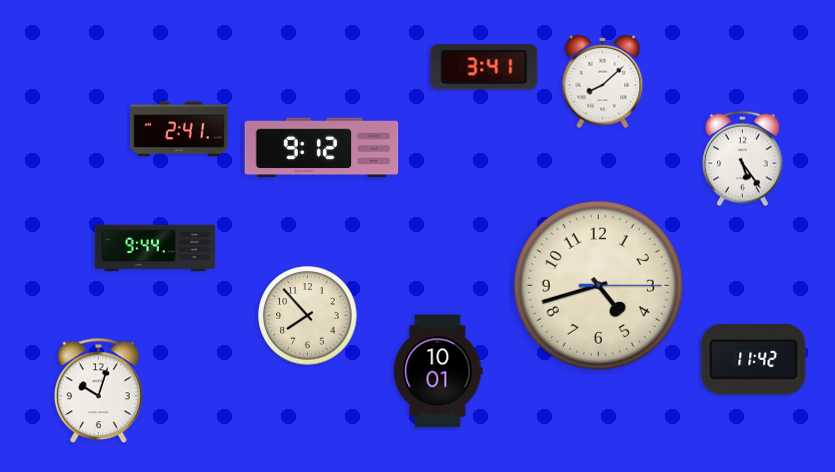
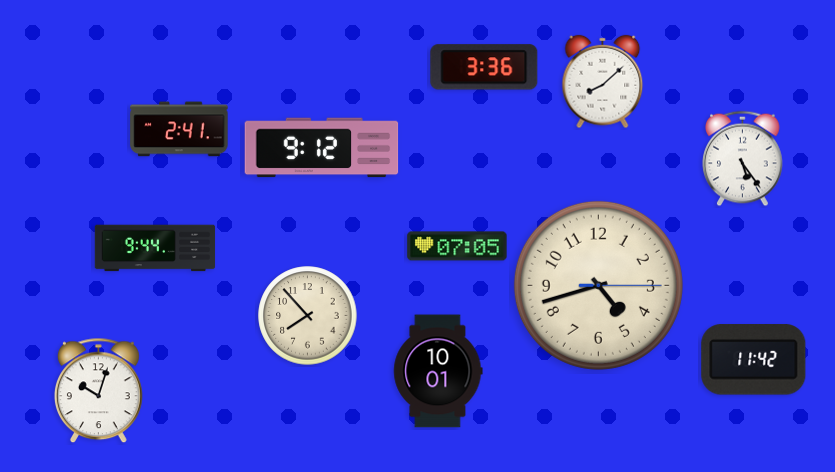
clock at (484, 67): 3:41 -> 3:36
clock at (457, 246): none -> 07:05
